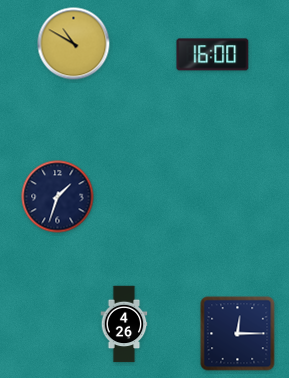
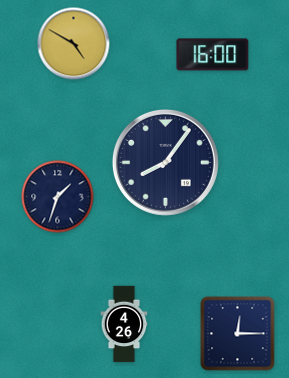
clock at (74, 44): 10:50 -> 4:50
clock at (165, 162): none -> 8:06
